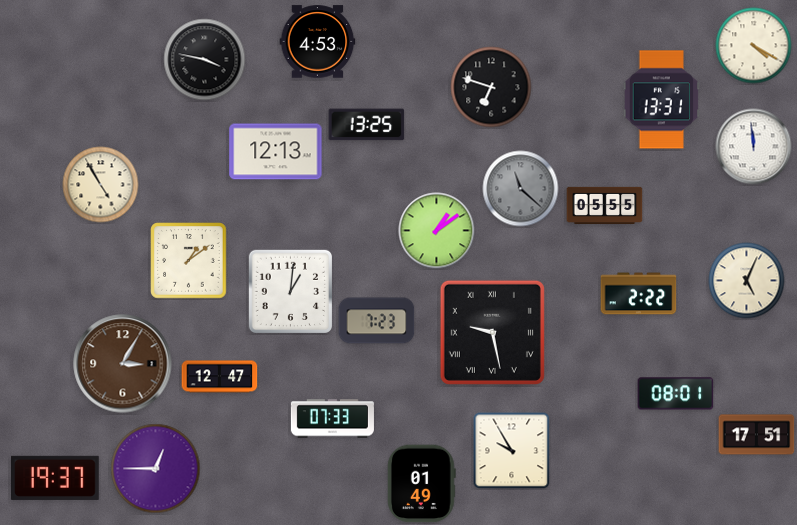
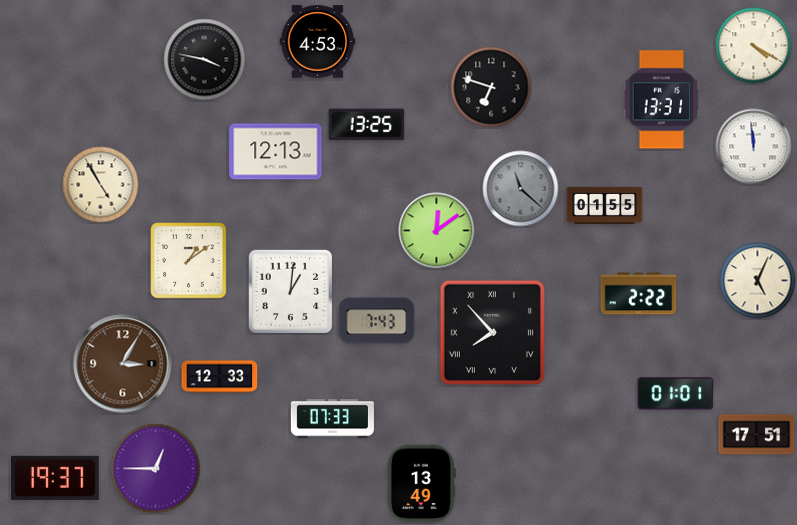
clock at (605, 205): 05:55 -> 01:55
clock at (437, 231): 1:09 -> 12:09
clock at (747, 281) position: (747, 281) -> (758, 281)
clock at (377, 321): 7:23 -> 7:43
clock at (492, 332): 9:28 -> 7:53
clock at (220, 377): 12:47 -> 12:33
clock at (676, 394): 08:01 -> 01:01
clock at (512, 451): 9:55 -> none
clock at (421, 484): 01:49 -> 13:49
